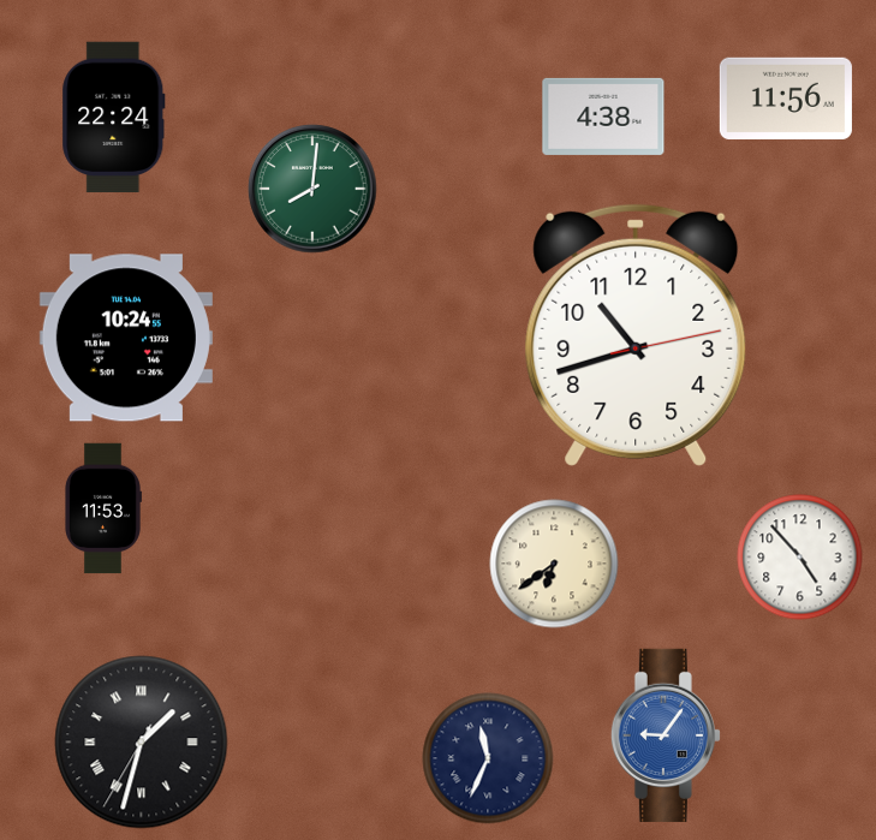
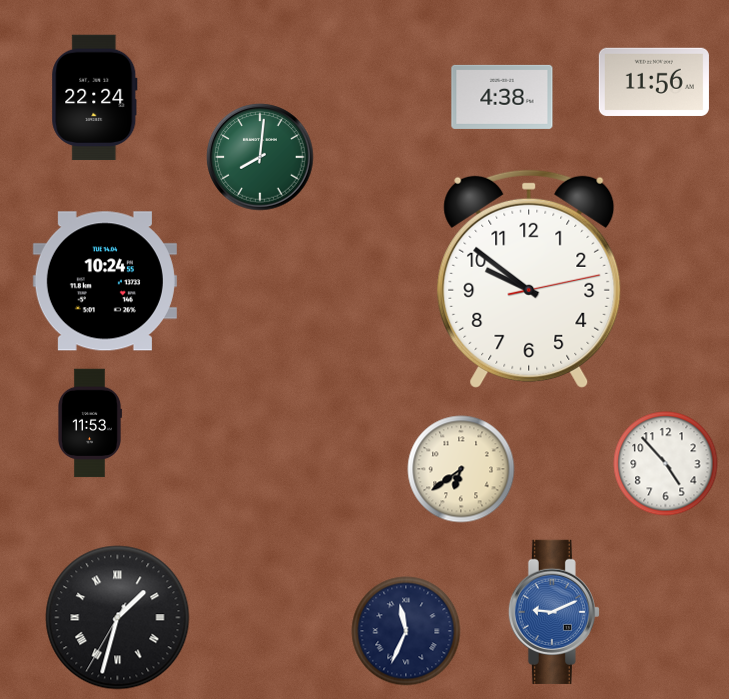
clock at (636, 335): 10:42 -> 9:51
clock at (103, 508) position: (103, 508) -> (90, 423)
clock at (666, 735): 9:06 -> 9:11
